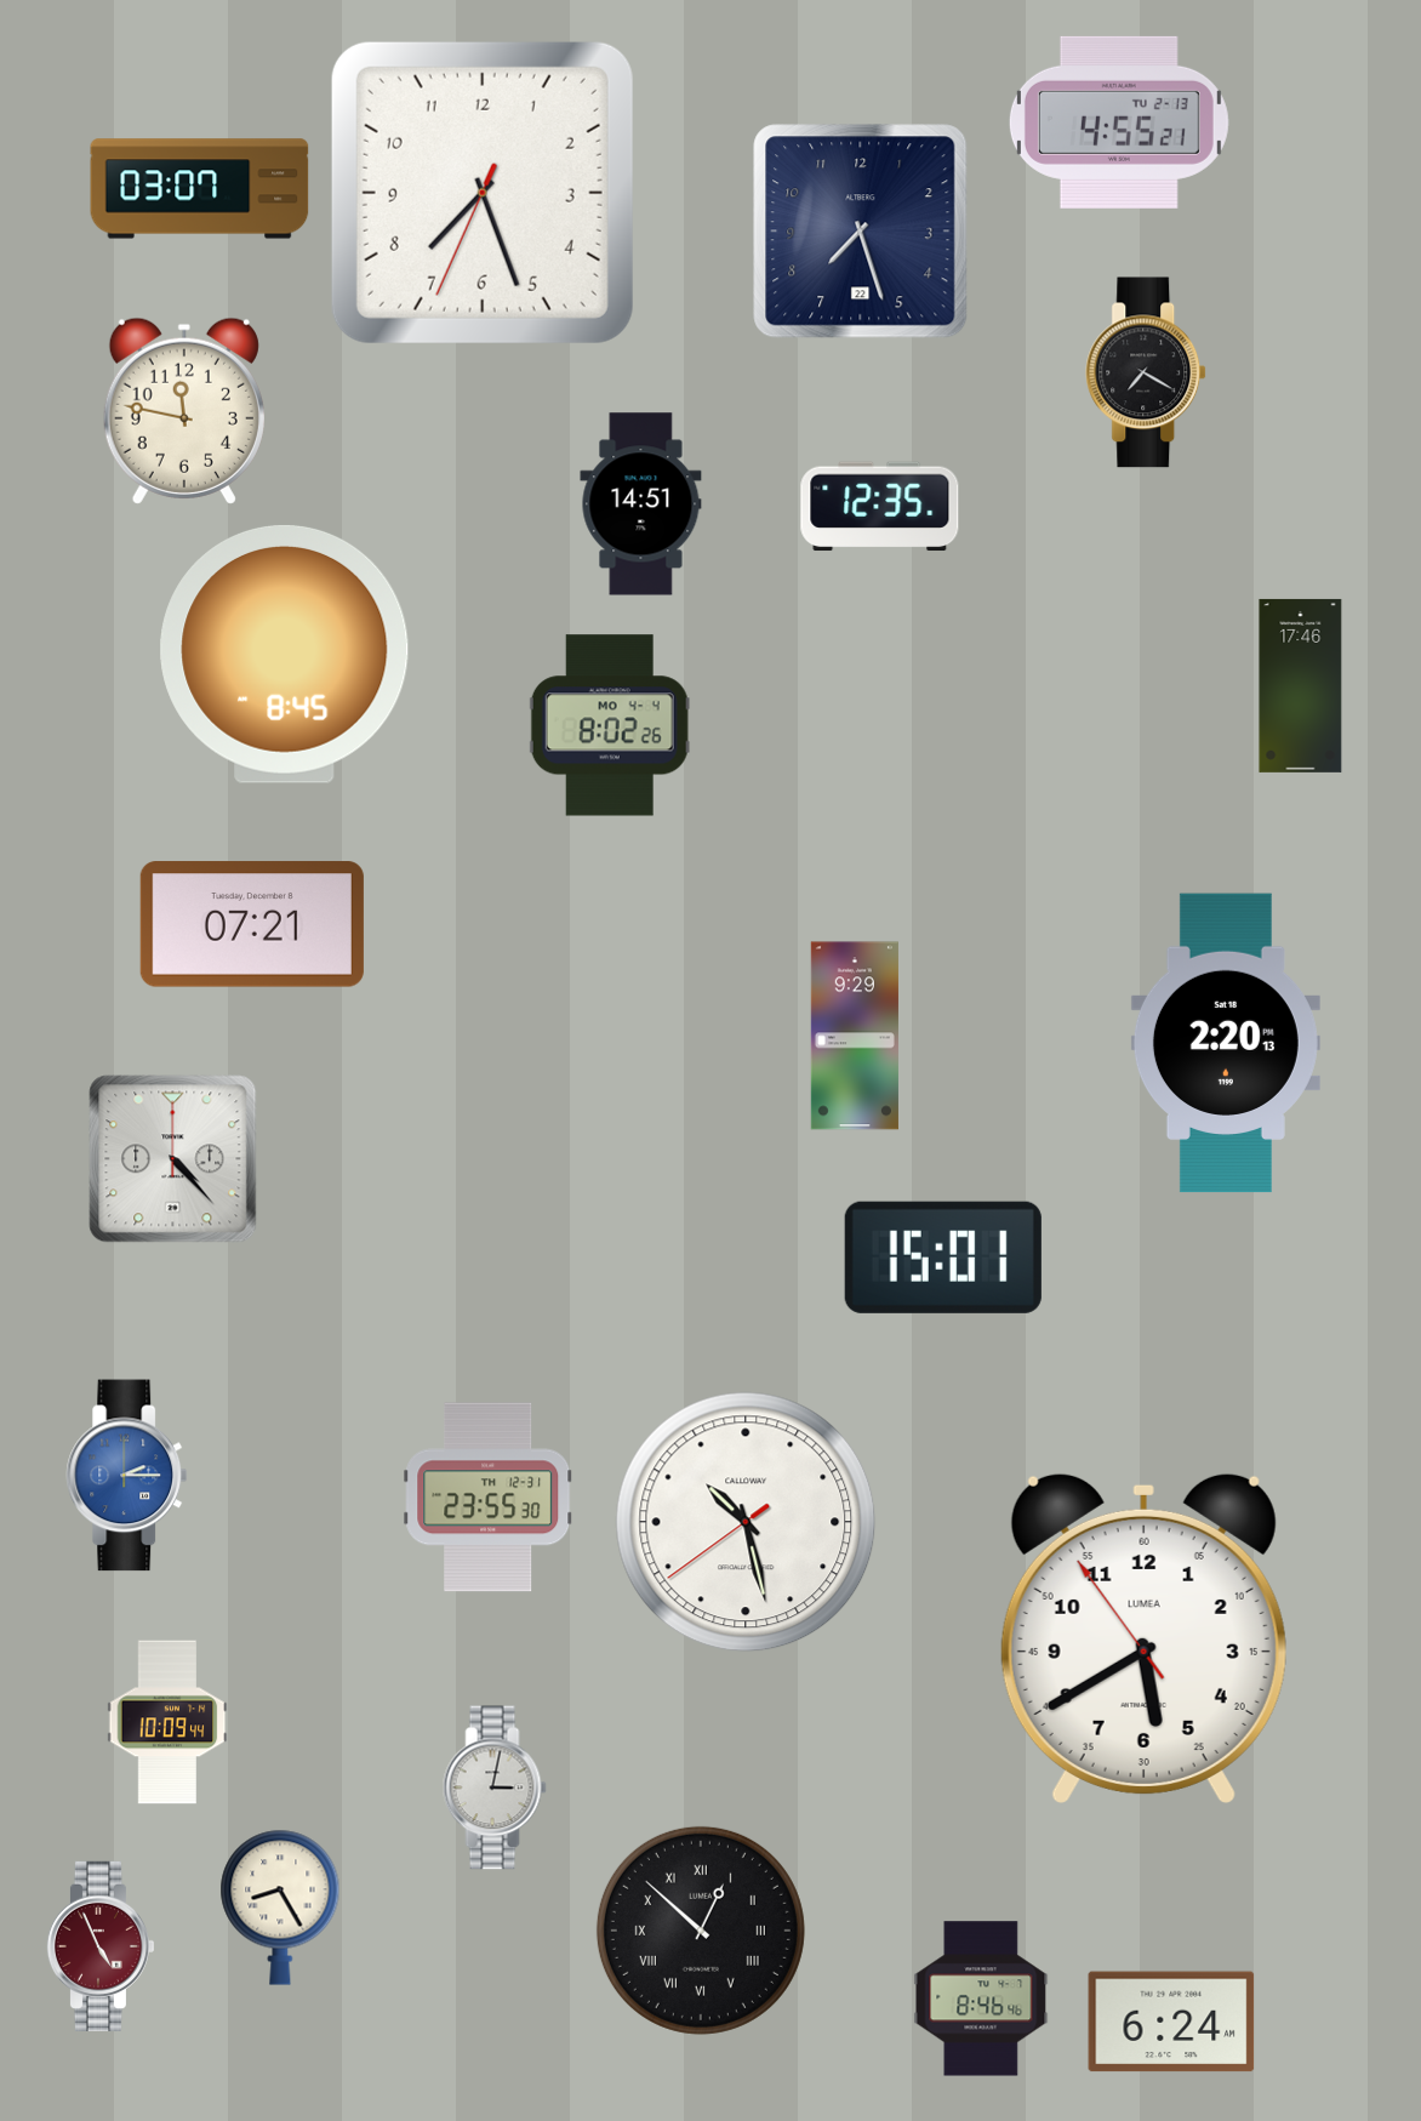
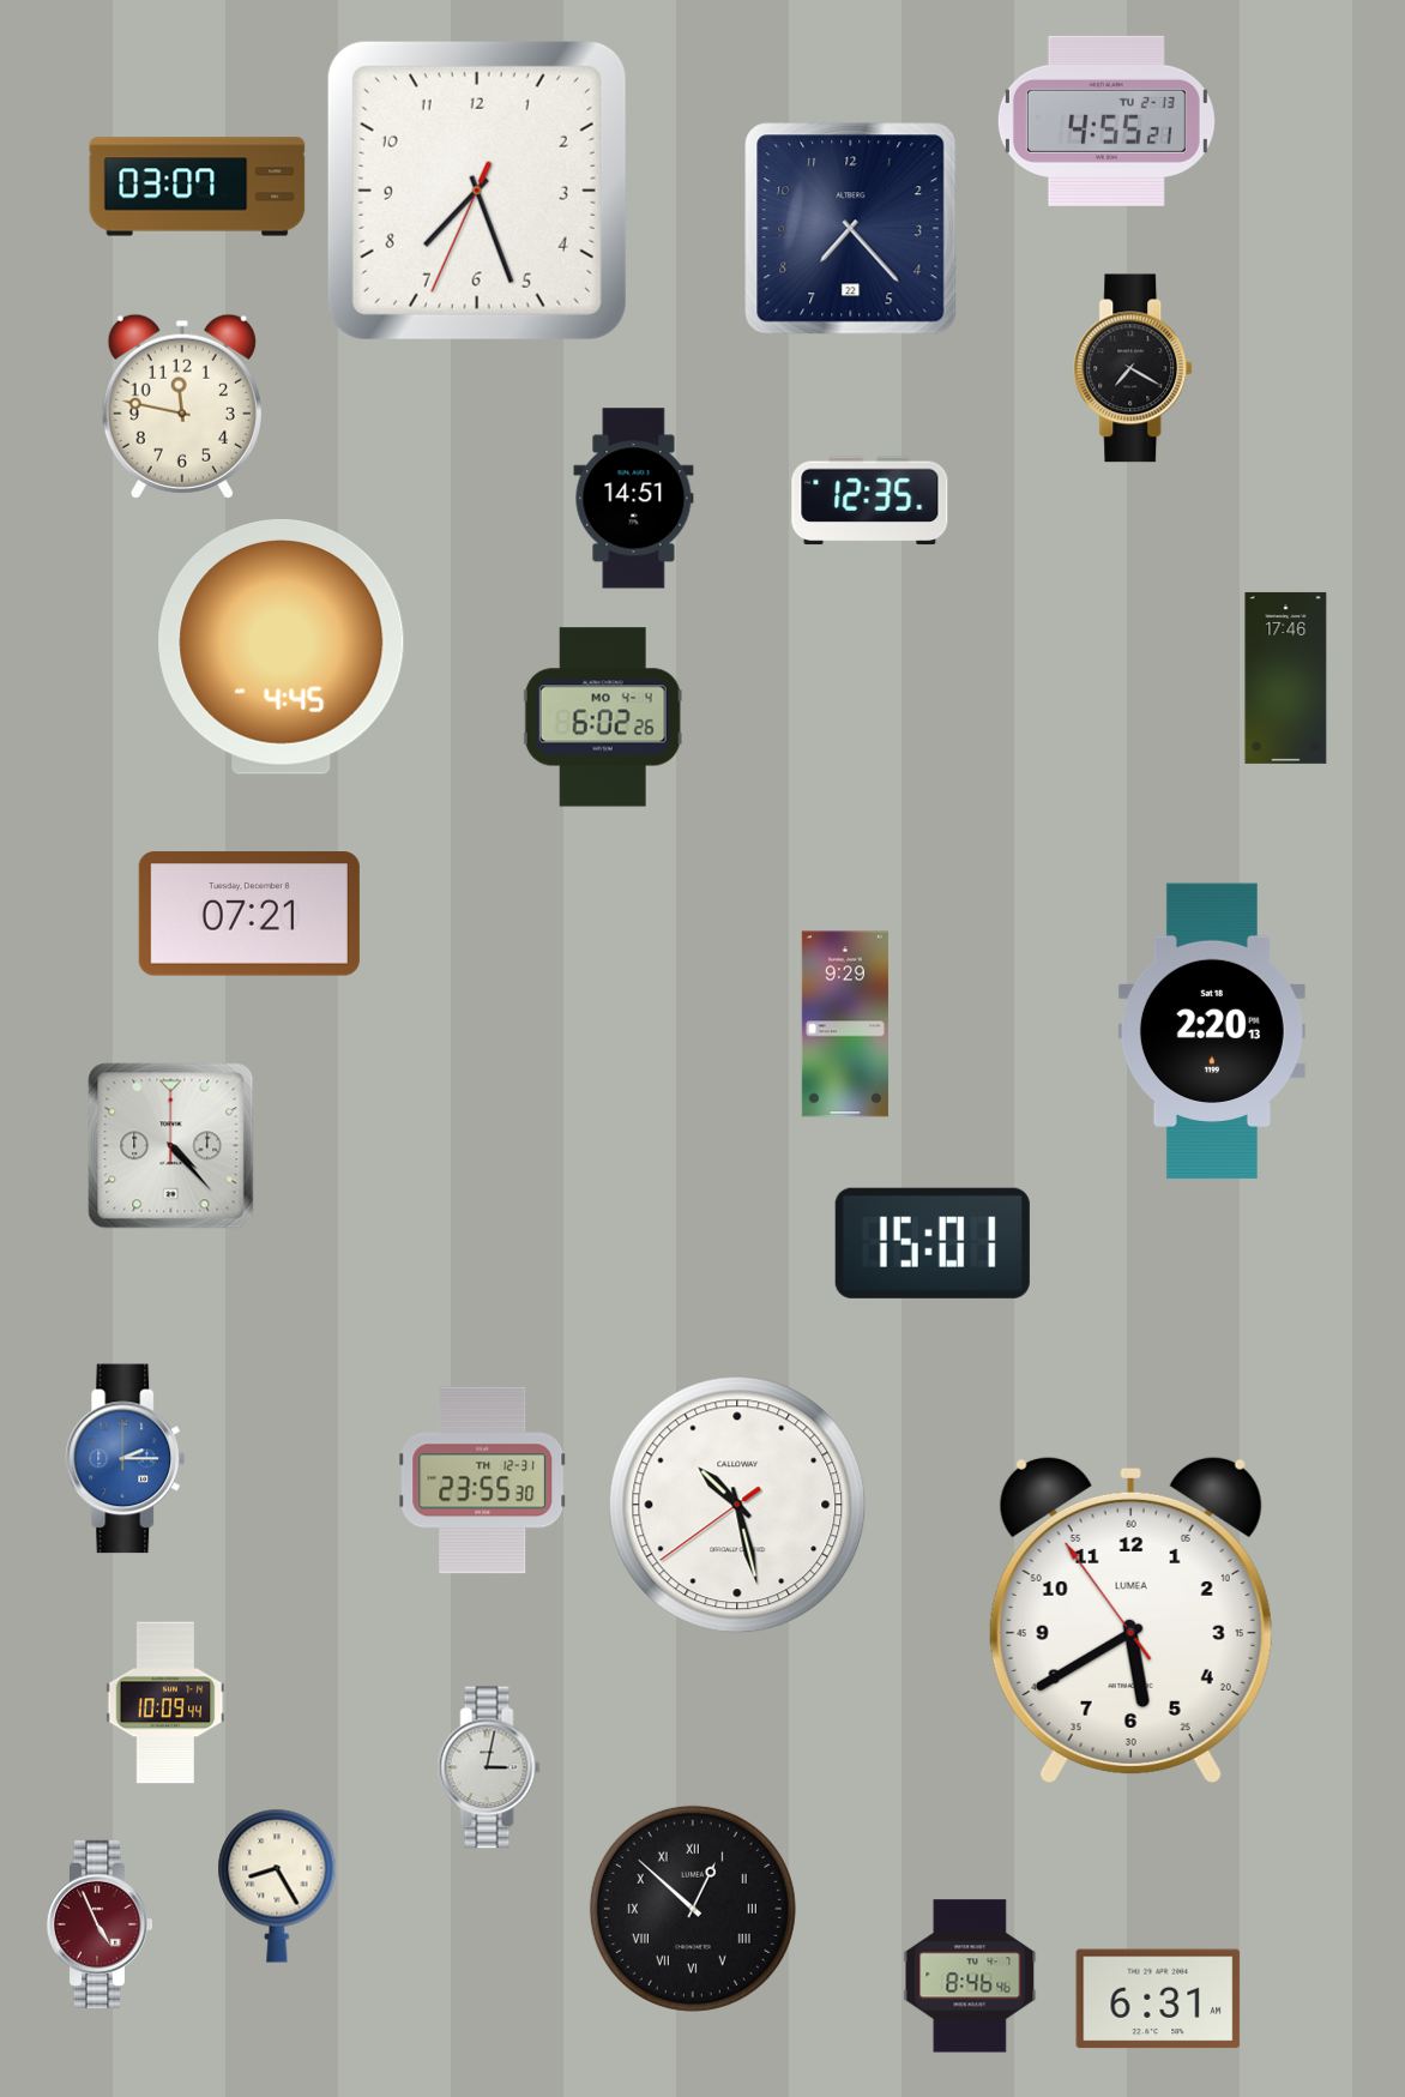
clock at (861, 232): 7:27 -> 7:23
clock at (285, 654): 8:45 -> 4:45
clock at (610, 725): 8:02 -> 6:02
clock at (1171, 2022): 6:24 -> 6:31
